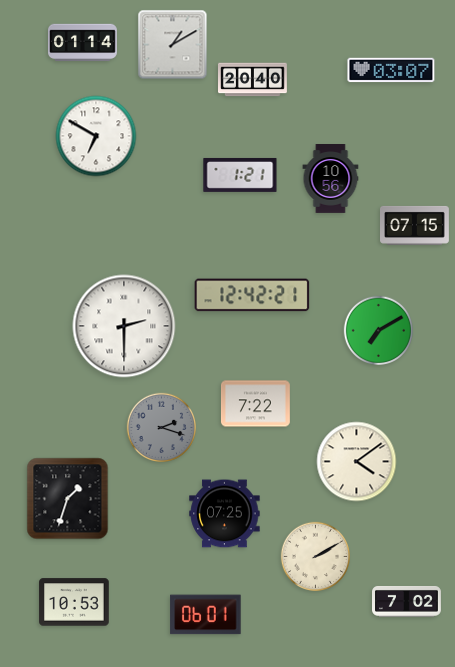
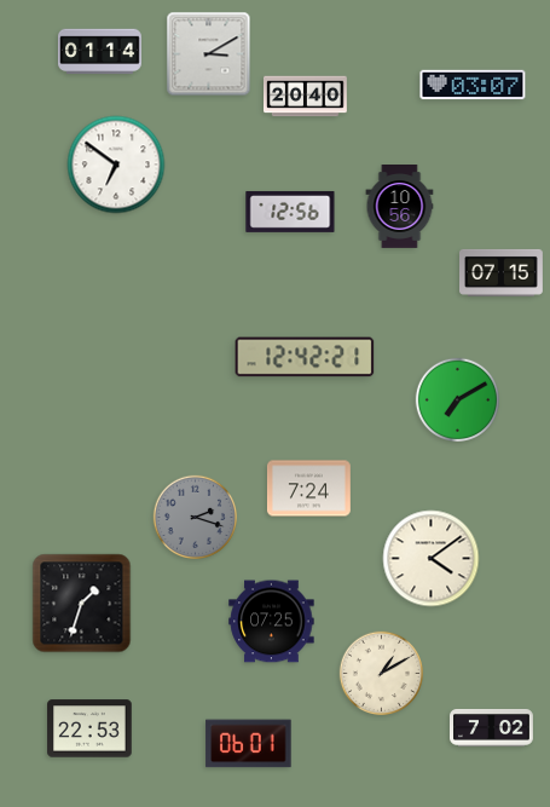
clock at (173, 45): 1:10 -> 3:10
clock at (96, 136): 6:50 -> 6:51
clock at (240, 175): 1:21 -> 12:56
clock at (331, 179) position: (331, 179) -> (400, 207)
clock at (124, 326): 2:30 -> none
clock at (255, 404): 7:22 -> 7:24
clock at (315, 556): 2:10 -> 1:10
clock at (74, 602): 10:53 -> 22:53
